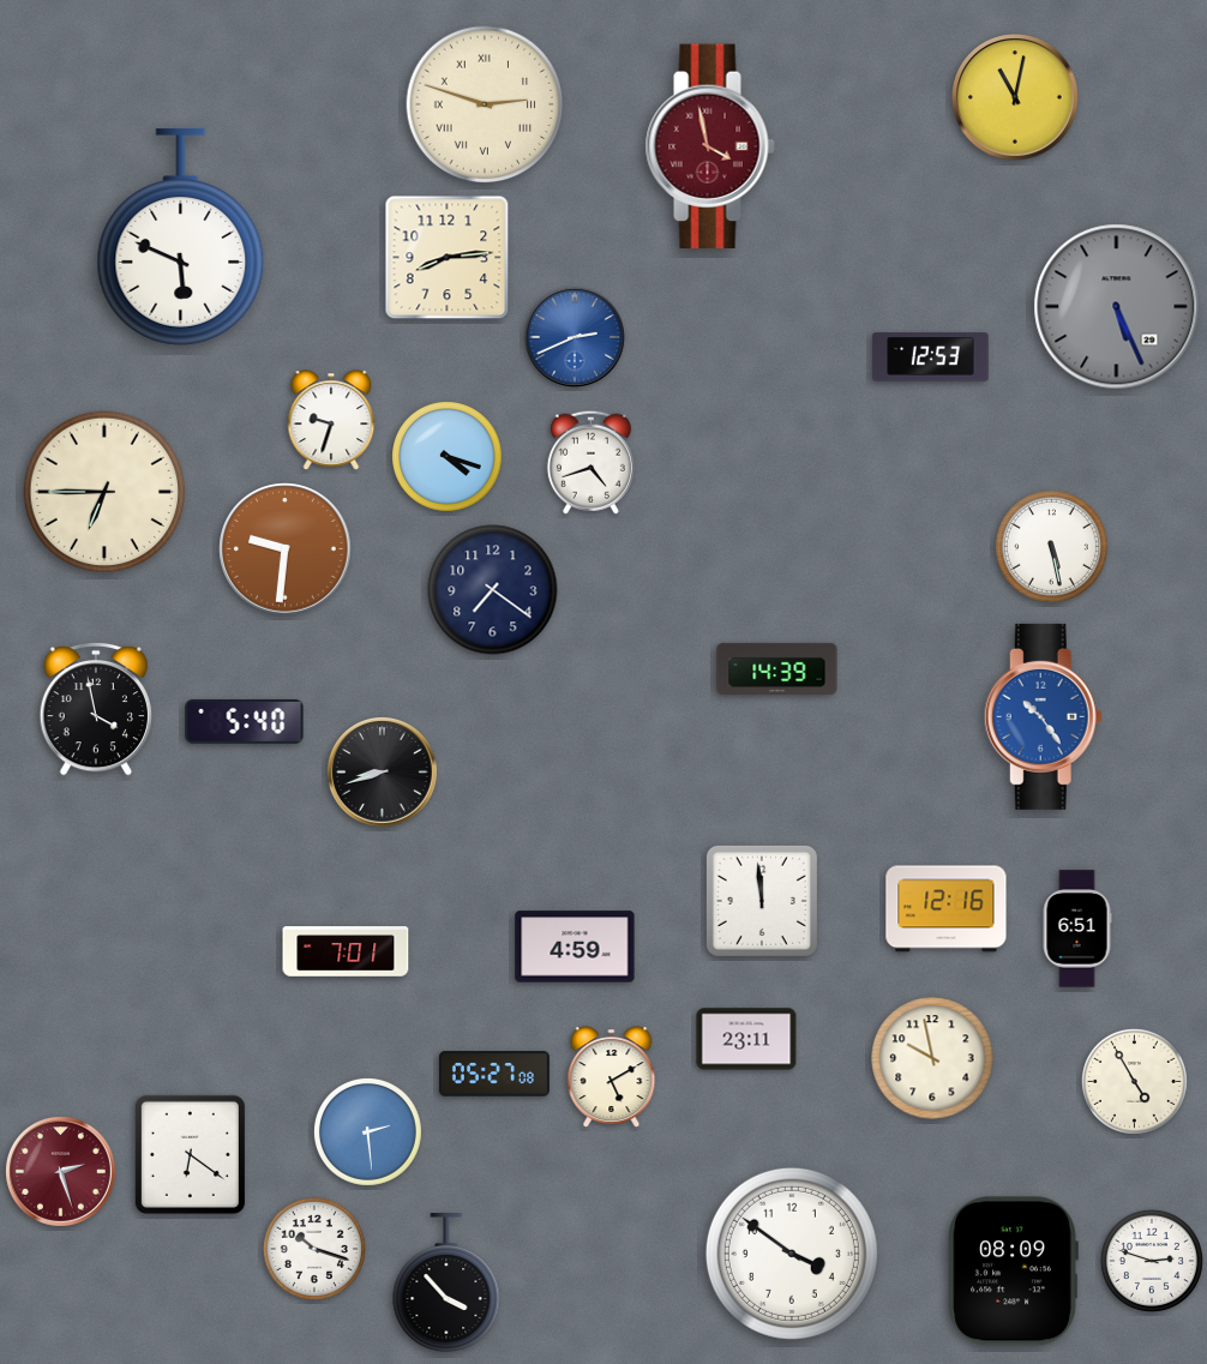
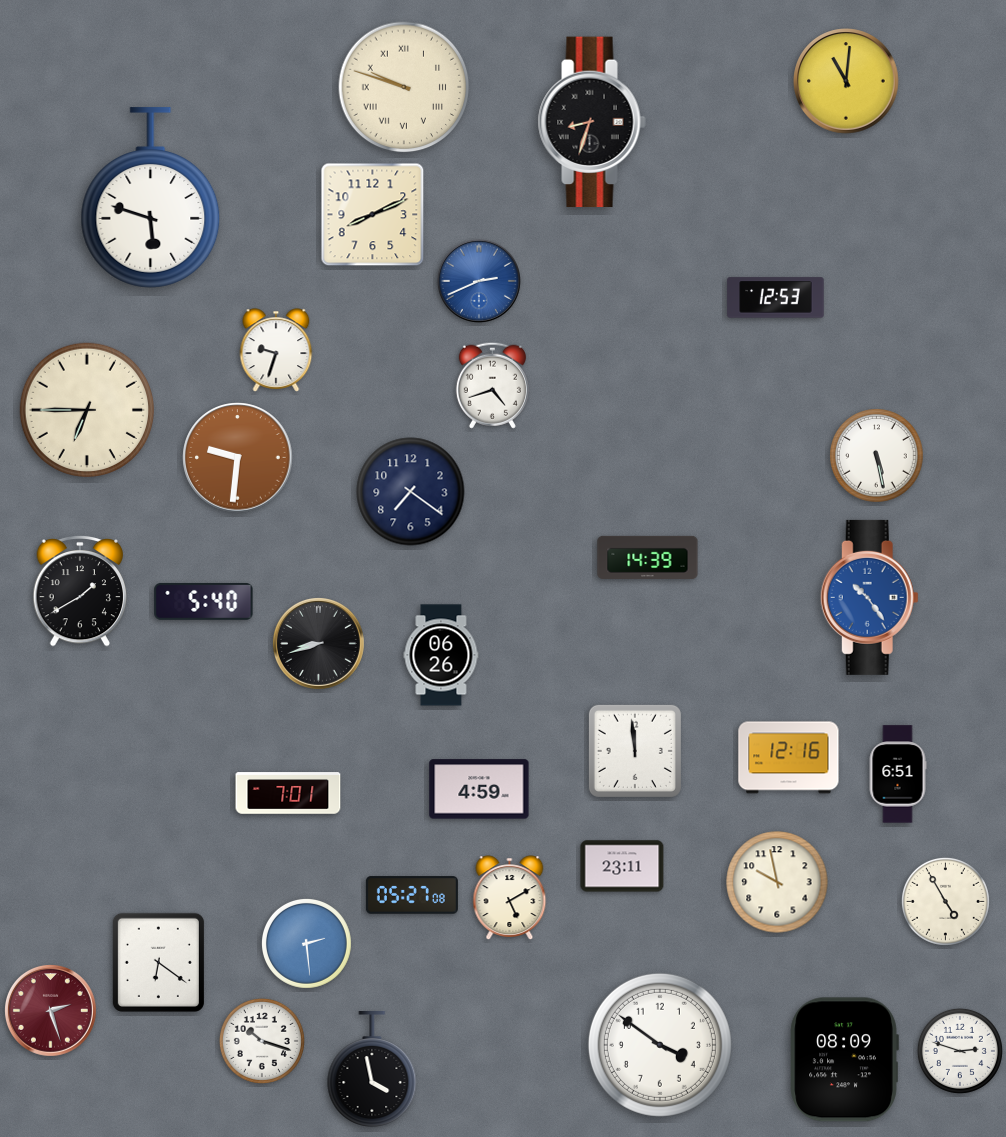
clock at (1015, 97): 11:02 -> 11:01
clock at (485, 104): 2:48 -> 9:48
clock at (710, 146): 3:58 -> 8:33
clock at (710, 146) dial: burgundy -> black
clock at (181, 238): 5:49 -> 5:48
clock at (448, 258): 8:14 -> 8:11
clock at (1117, 307): 5:26 -> none
clock at (448, 457): 4:18 -> none
clock at (96, 709): 3:58 -> 1:40
clock at (441, 655): none -> 06:26
clock at (60, 1171) position: (60, 1171) -> (50, 1010)
clock at (446, 1284): 3:53 -> 3:58
